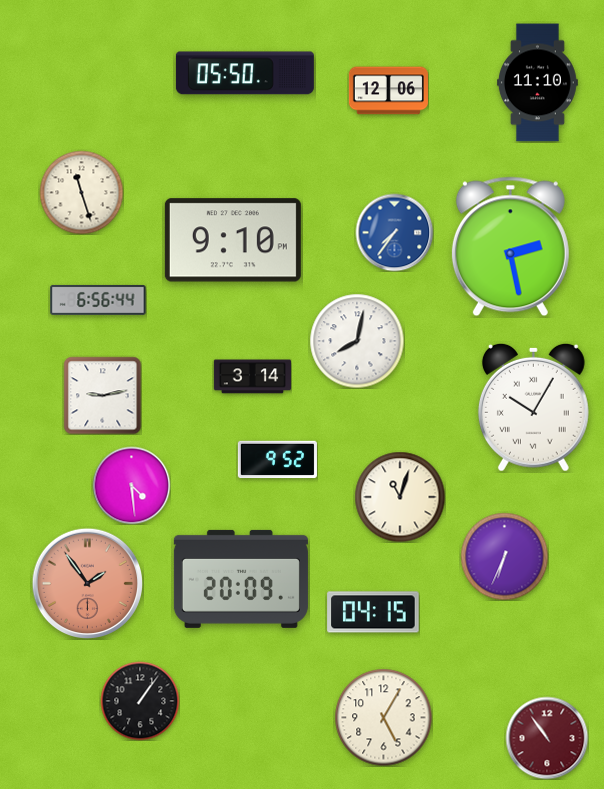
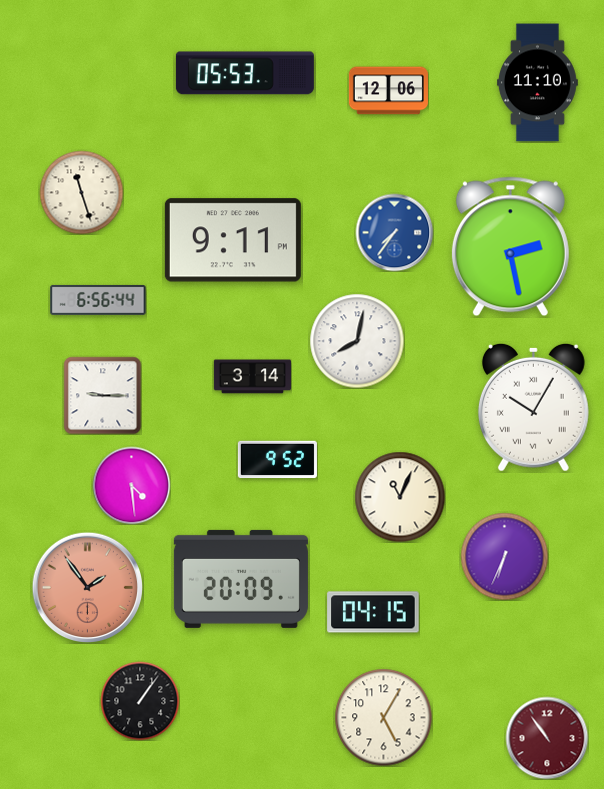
clock at (245, 73): 05:50 -> 05:53
clock at (233, 240): 9:10 -> 9:11
clock at (102, 395): 9:13 -> 9:15
clock at (400, 497): 11:03 -> 11:04
clock at (87, 583) position: (87, 583) -> (87, 587)
